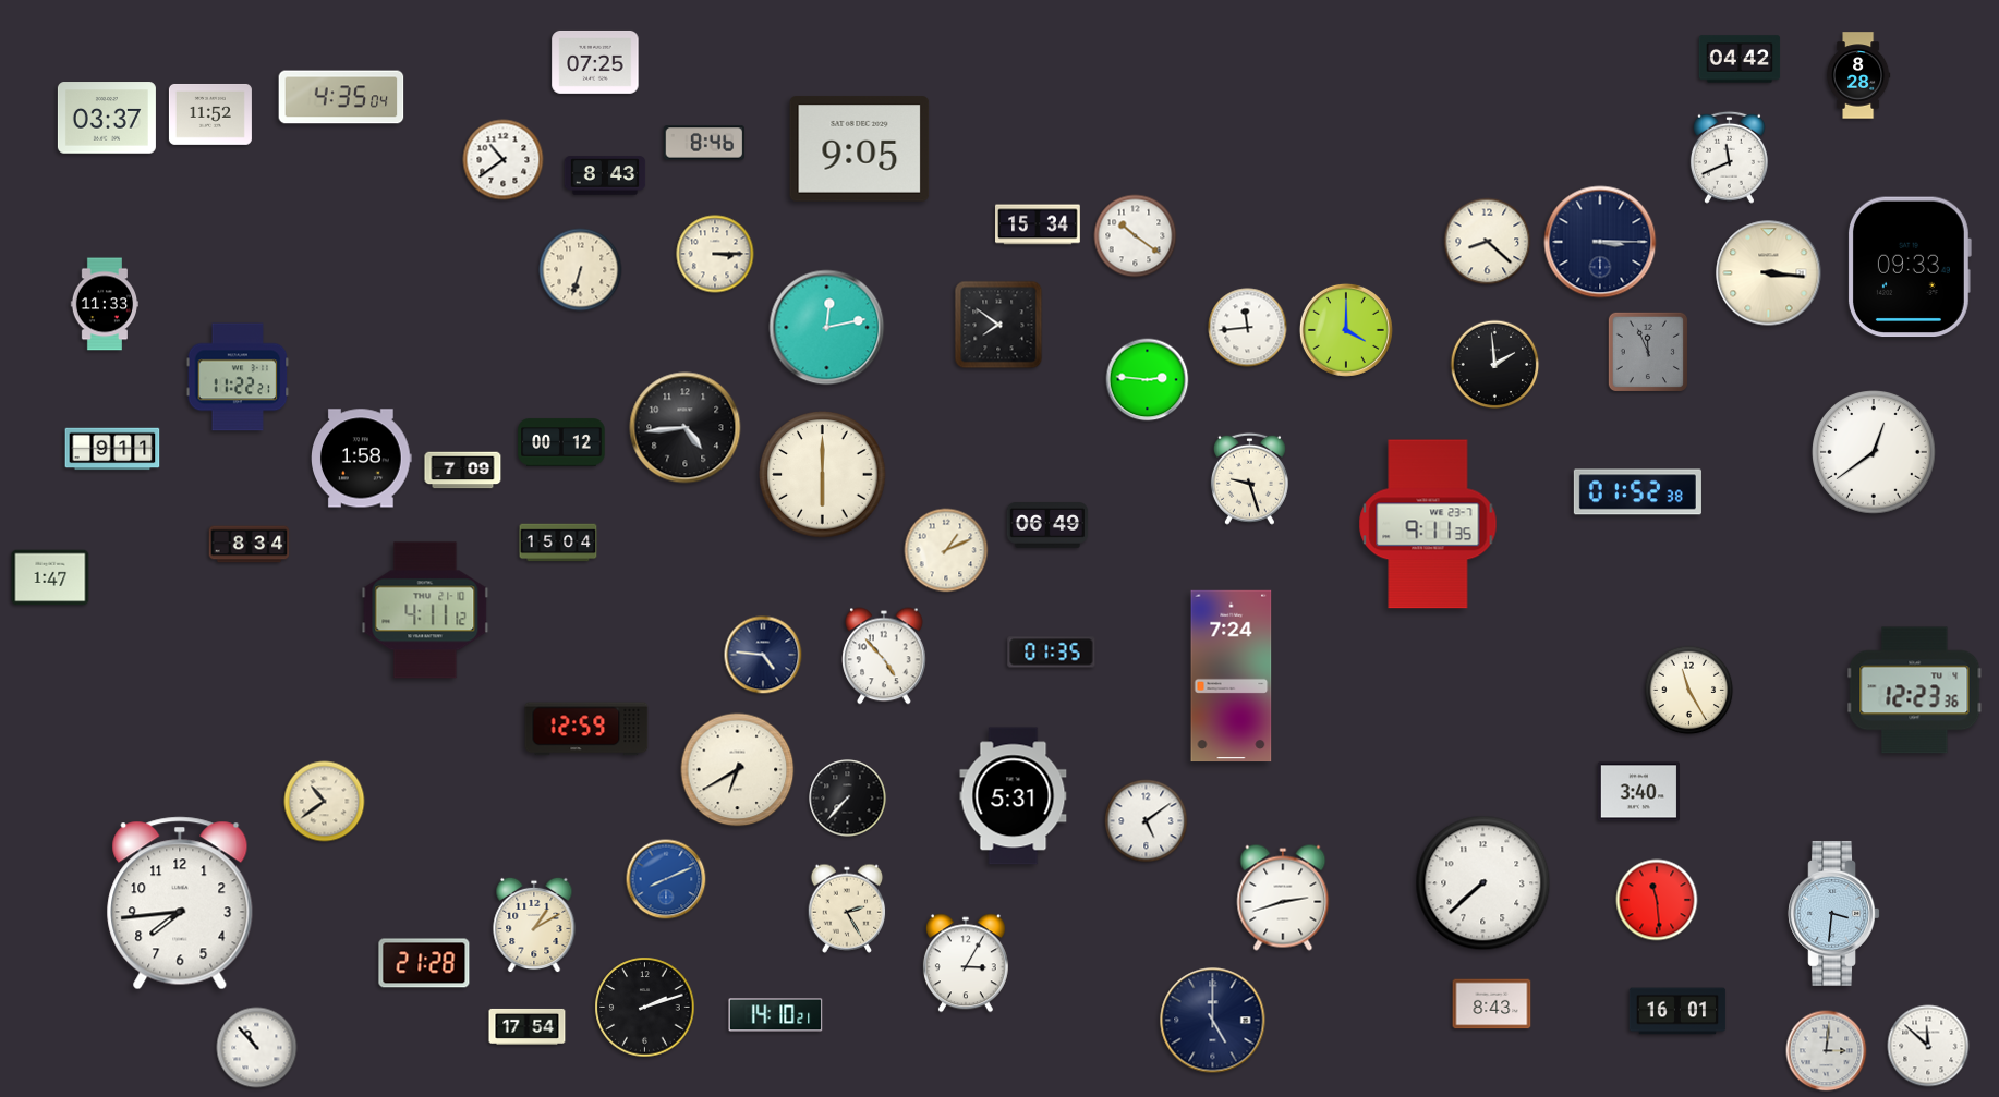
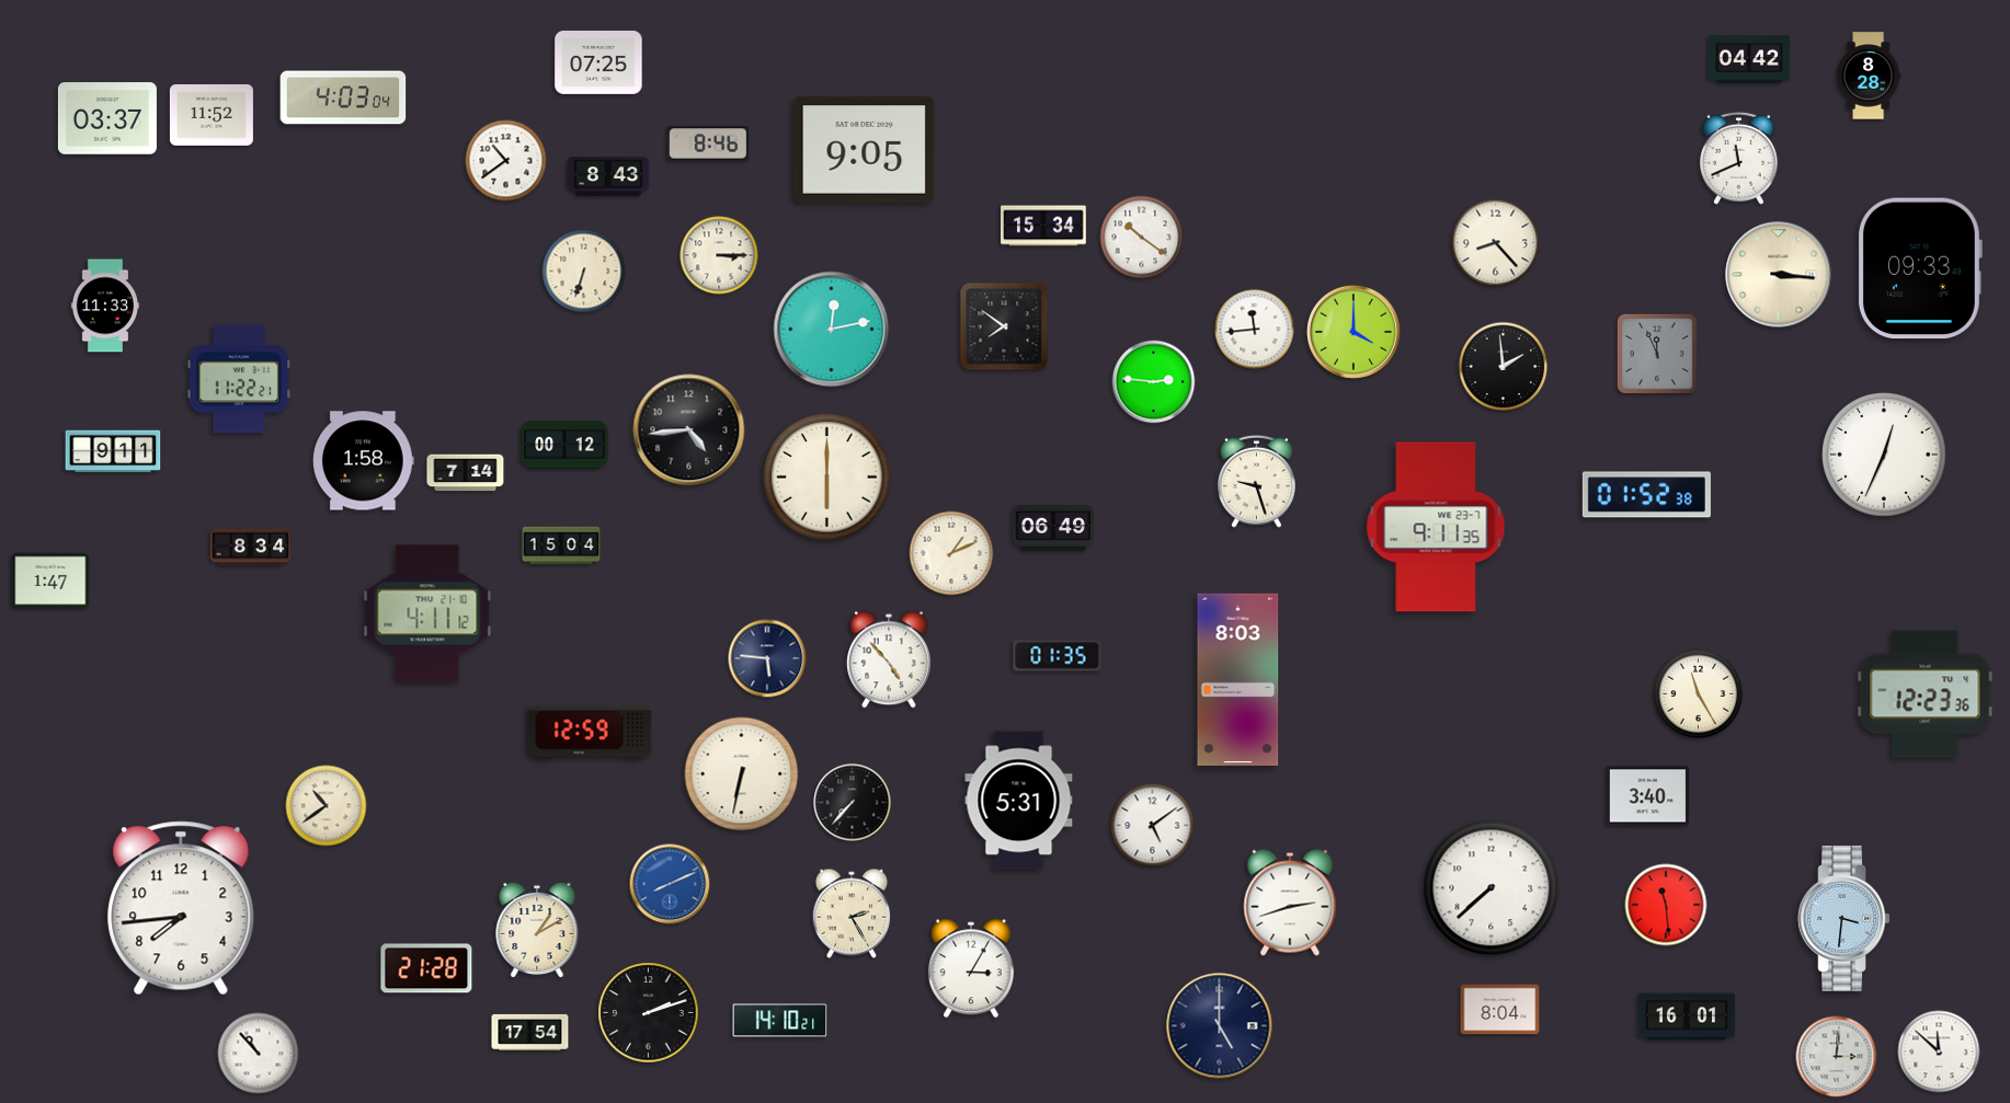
clock at (341, 97): 4:35 -> 4:03
clock at (1488, 242): 8:22 -> 8:23
clock at (1600, 242): 3:15 -> none
clock at (1875, 453): 12:39 -> 12:34
clock at (463, 471): 7:09 -> 7:14
clock at (763, 655): 4:46 -> 5:46
clock at (1232, 677): 7:24 -> 8:03
clock at (738, 770): 6:40 -> 6:32
clock at (1492, 1004): 8:43 -> 8:04
